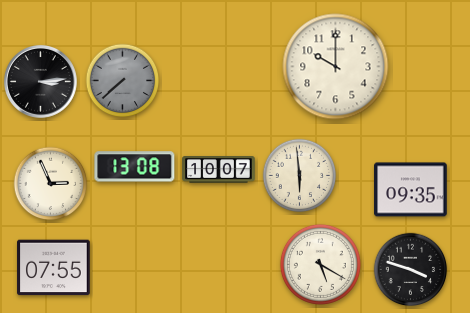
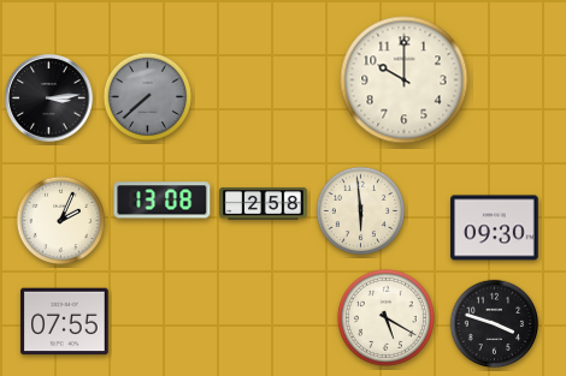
clock at (219, 170): 10:07 -> 2:58
clock at (51, 184): 2:56 -> 2:04
clock at (411, 190): 09:35 -> 09:30
